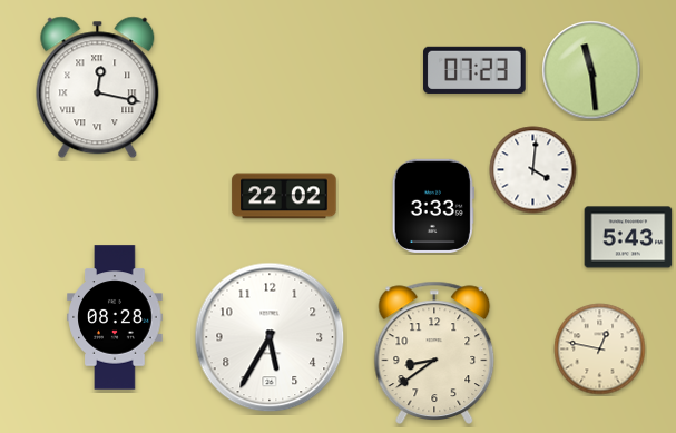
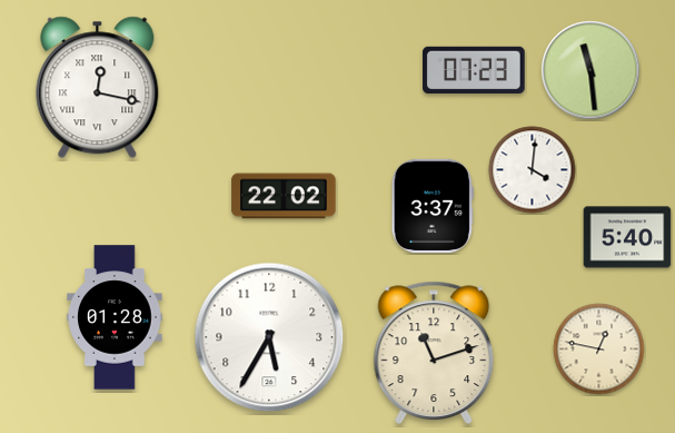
clock at (433, 206): 3:33 -> 3:37
clock at (628, 237): 5:43 -> 5:40
clock at (115, 317): 08:28 -> 01:28
clock at (434, 353): 8:39 -> 11:12
